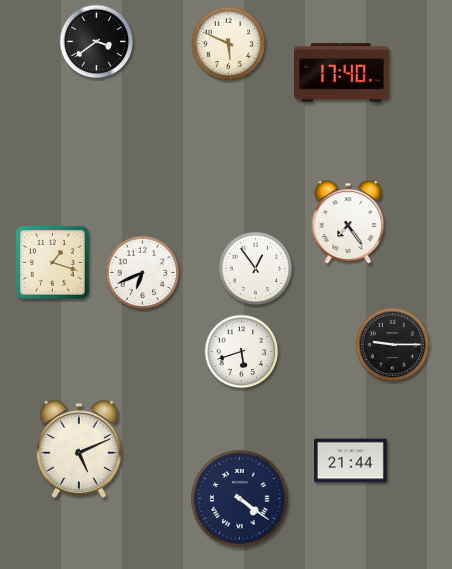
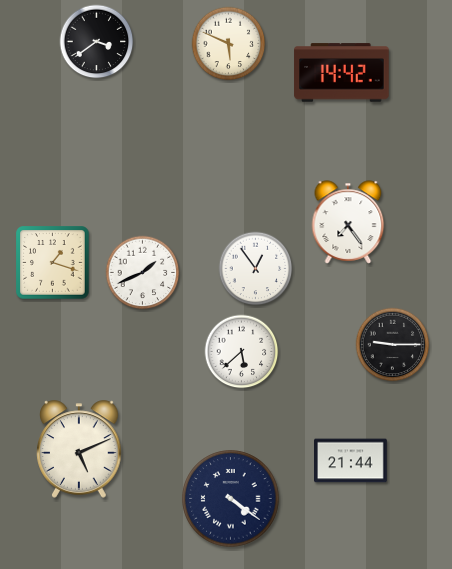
clock at (342, 73): 17:40 -> 14:42
clock at (143, 273): 6:41 -> 1:41
clock at (242, 352): 5:42 -> 5:38
clock at (240, 499) position: (240, 499) -> (231, 499)
